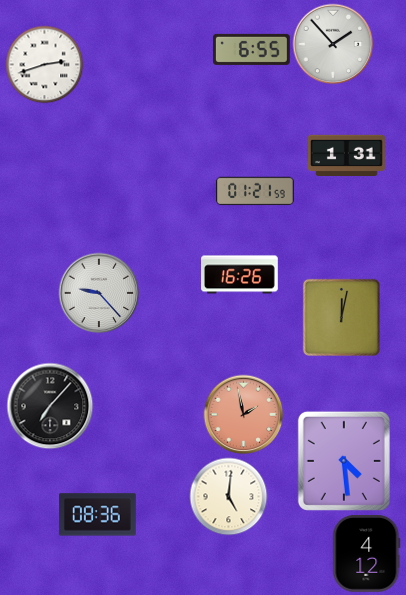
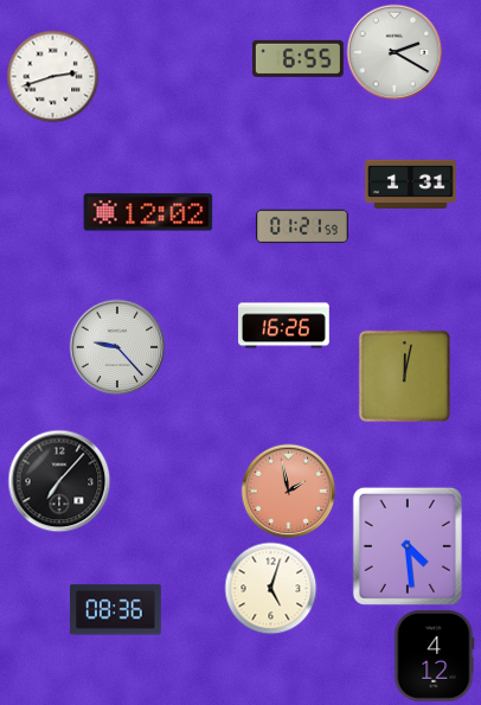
clock at (333, 44): 1:53 -> 2:20
clock at (148, 212): none -> 12:02
clock at (228, 496): 5:01 -> 5:03
